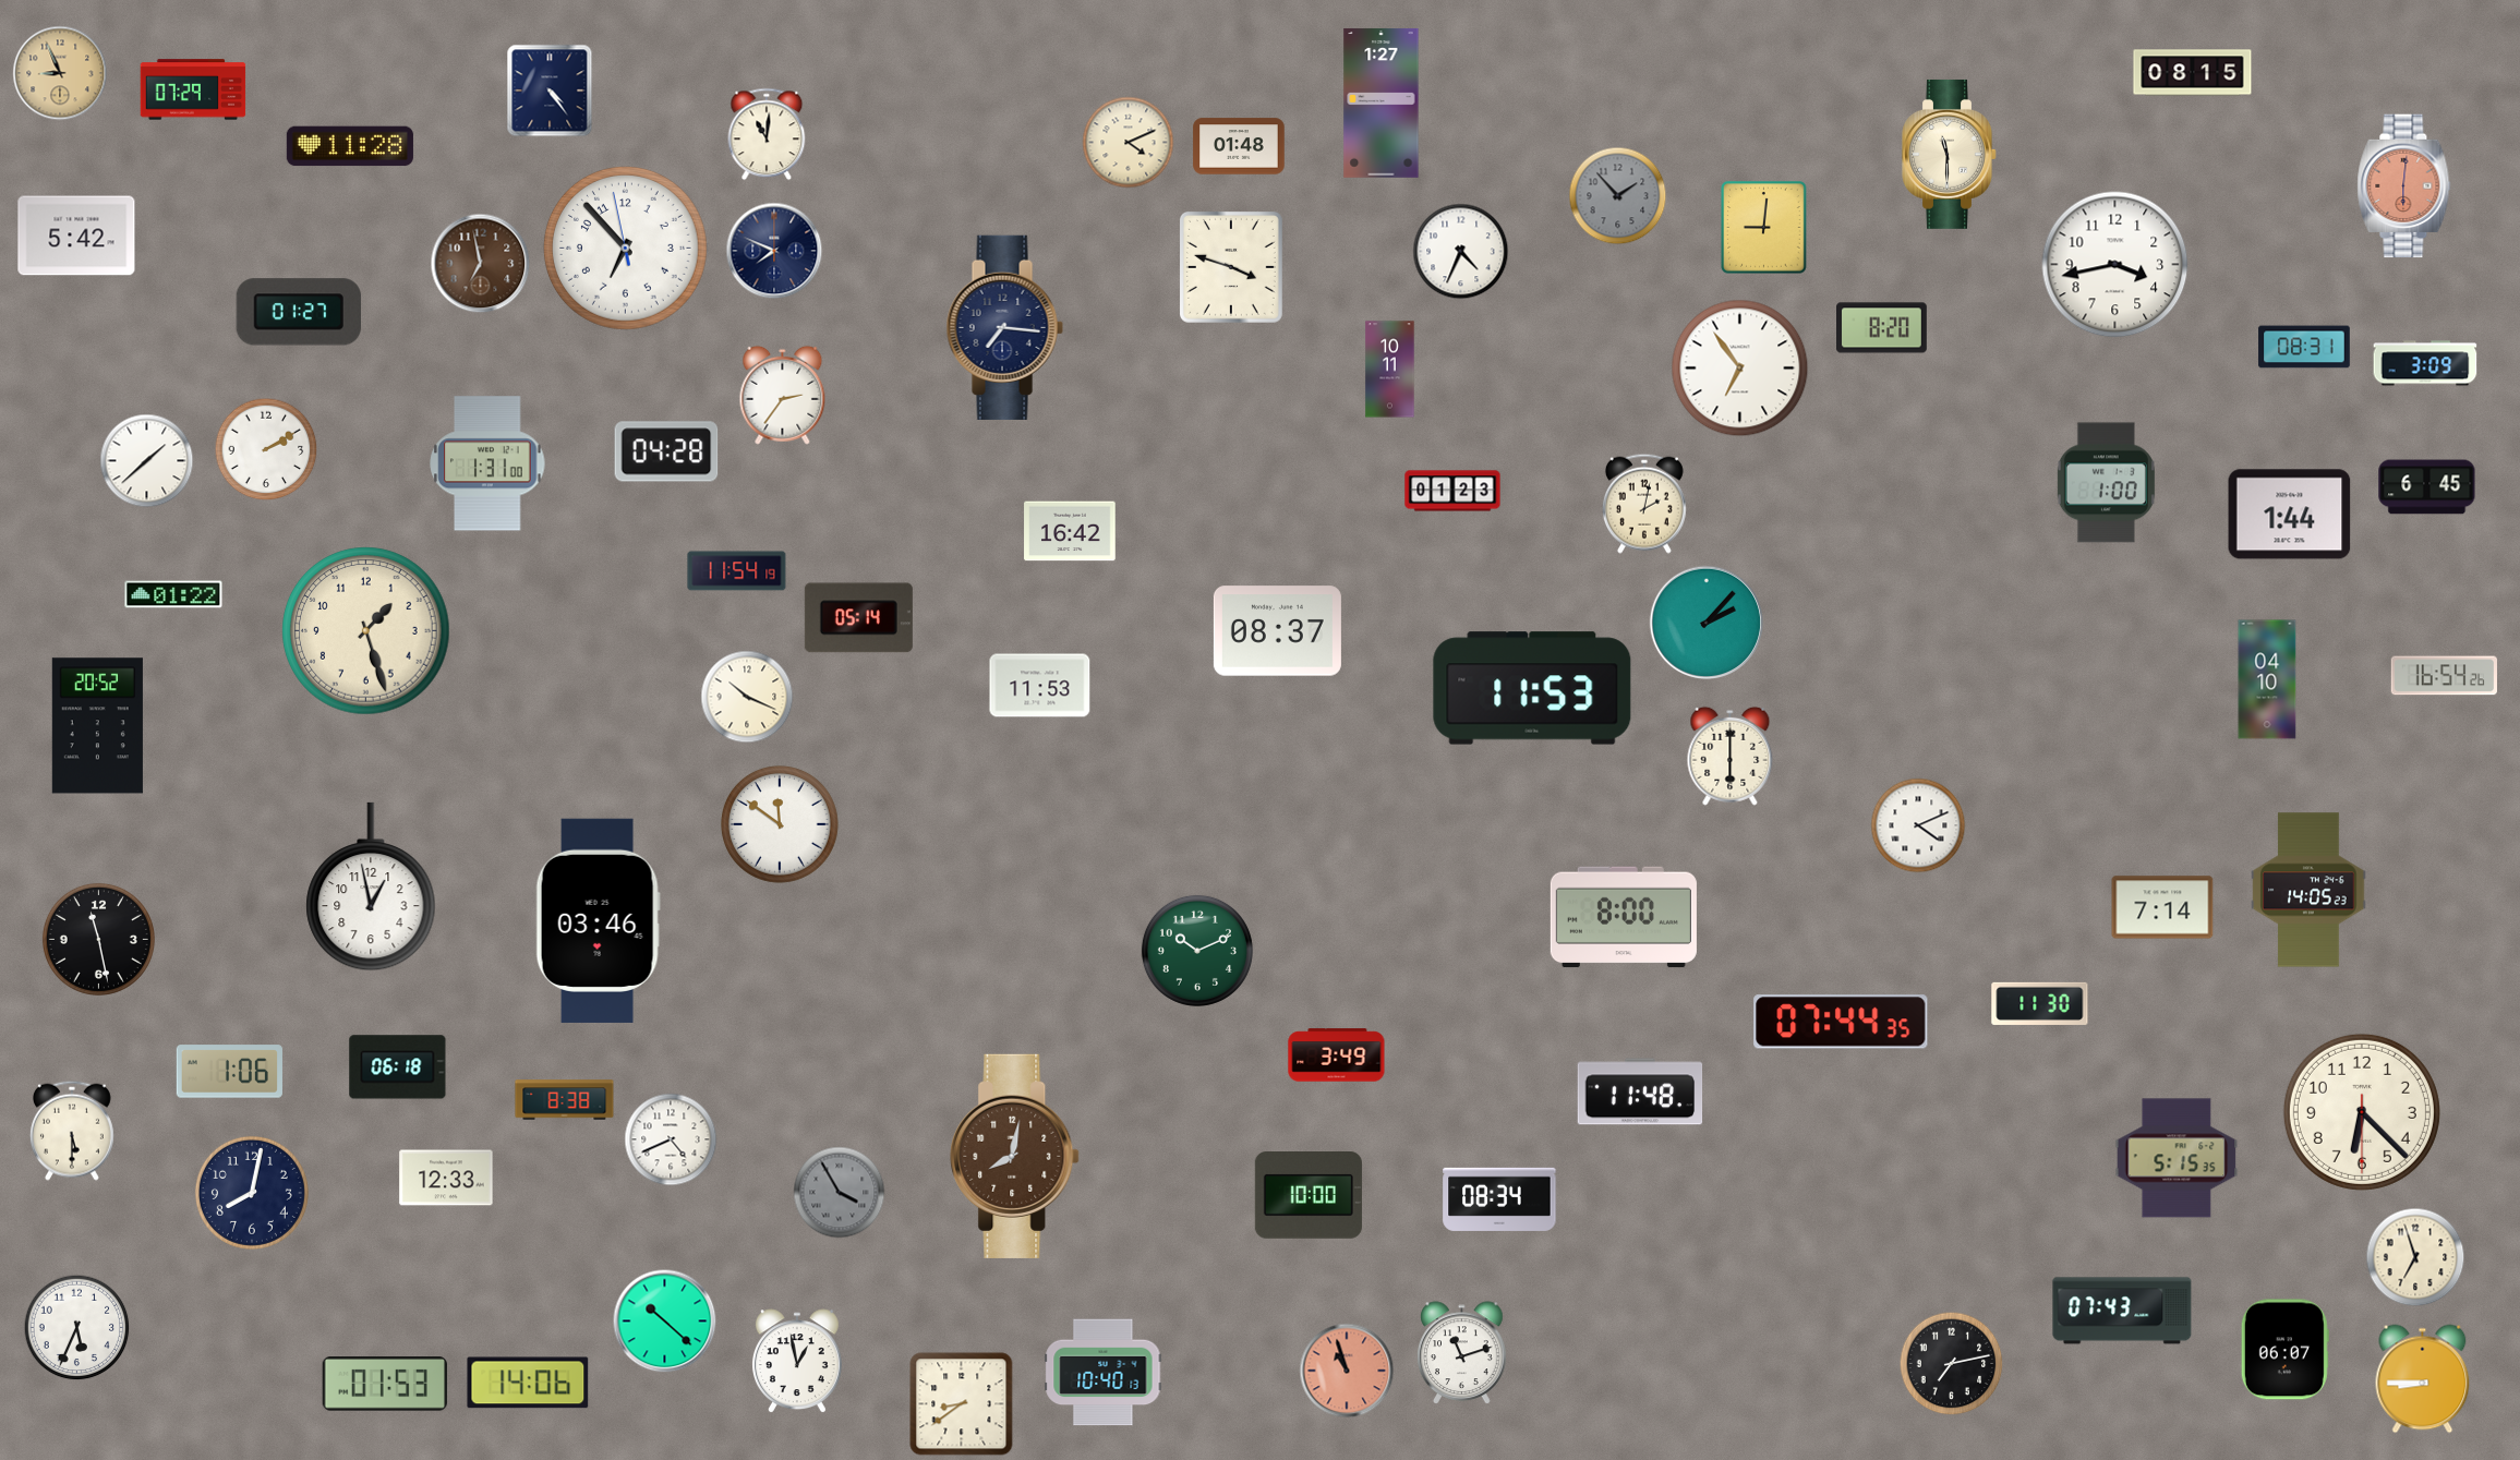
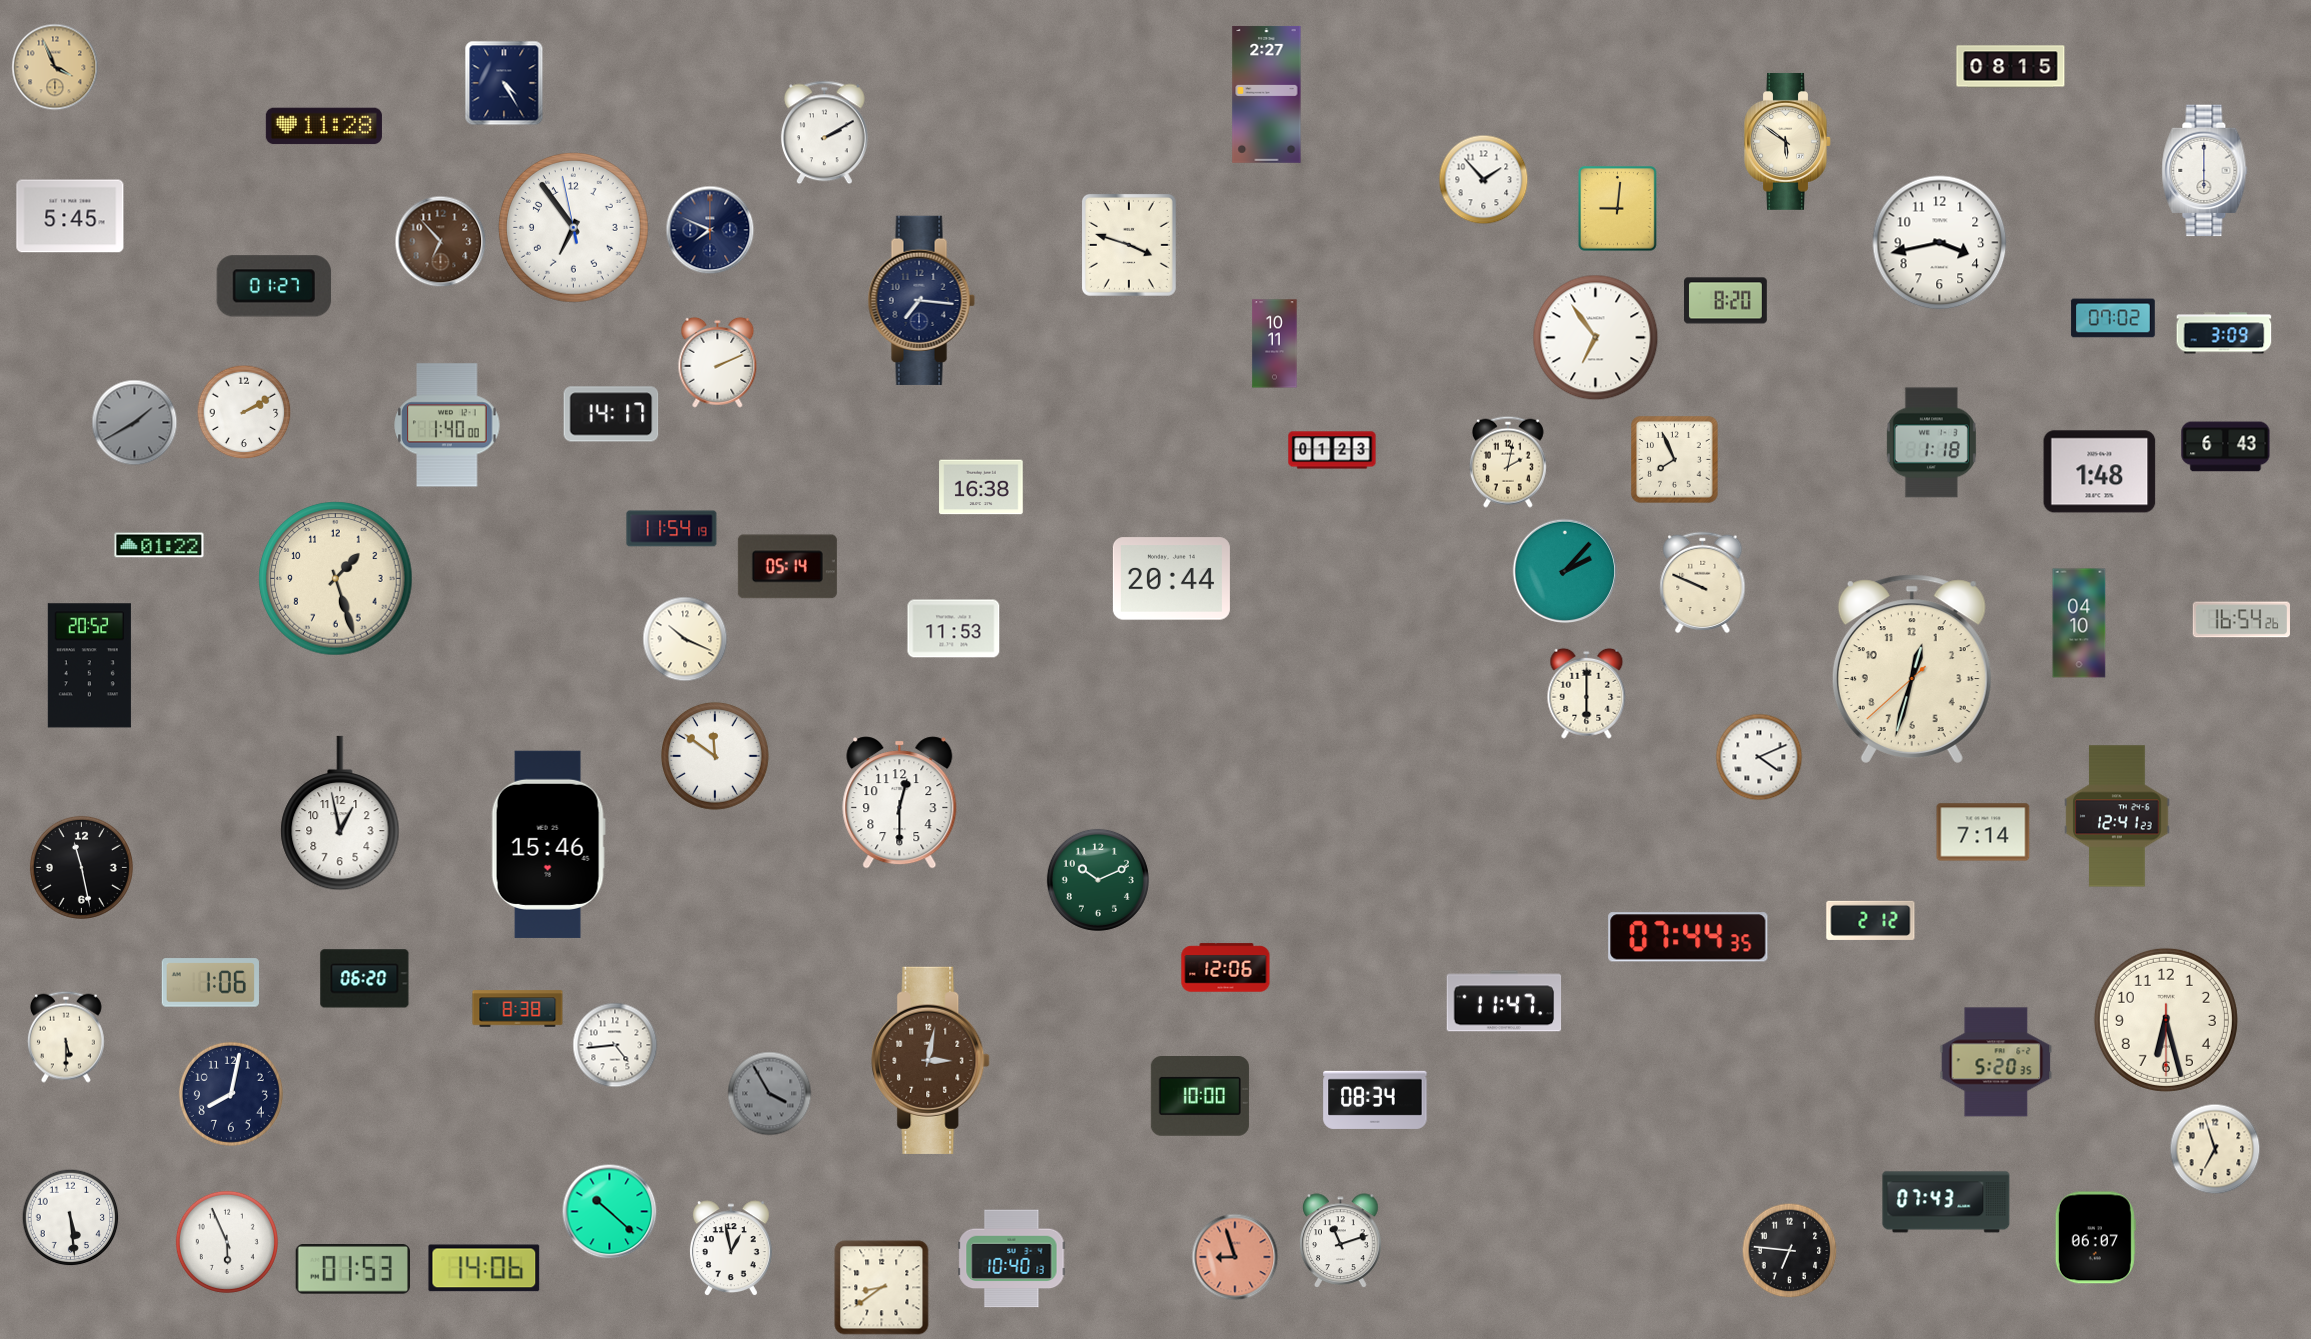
clock at (60, 73): 8:56 -> 3:56
clock at (193, 89): 07:29 -> none
clock at (550, 91): 4:24 -> 4:25
clock at (1382, 102): 1:27 -> 2:27
clock at (767, 134): 11:01 -> none
clock at (1129, 143): 4:11 -> none
clock at (824, 133): none -> 2:10
clock at (350, 146) position: (350, 146) -> (324, 126)
clock at (1239, 146): 01:48 -> none
clock at (1950, 154): 11:30 -> 5:51
clock at (2404, 186): 6:01 -> 6:00
clock at (2404, 186) dial: salmon -> white
clock at (1618, 196) dial: grey -> white
clock at (76, 236): 5:42 -> 5:45
clock at (625, 248): 6:52 -> 6:53
clock at (1461, 252): 4:34 -> none
clock at (481, 264): 6:58 -> 6:53
clock at (2304, 347): 08:31 -> 07:02
clock at (1390, 370) position: (1390, 370) -> (1275, 344)
clock at (783, 395): 2:36 -> 2:11
clock at (666, 451): 04:28 -> 14:17
clock at (147, 461): 1:38 -> 1:40
clock at (147, 461) dial: white -> grey
clock at (487, 463): 1:31 -> 1:40
clock at (2106, 483): 1:00 -> 1:18
clock at (2427, 487): 6:45 -> 6:43
clock at (1675, 460): none -> 7:56
clock at (2290, 515): 1:44 -> 1:48
clock at (1070, 531): 16:42 -> 16:38
clock at (737, 571) position: (737, 571) -> (672, 529)
clock at (1277, 631): 08:37 -> 20:44
clock at (1703, 583): none -> 9:49
clock at (1532, 688): 11:53 -> none
clock at (1912, 669): none -> 12:32
clock at (900, 803): none -> 12:30
clock at (2308, 890): 14:05 -> 12:41
clock at (1624, 917): 8:00 -> none
clock at (598, 920): 03:46 -> 15:46
clock at (98, 939) position: (98, 939) -> (81, 867)
clock at (1197, 951) position: (1197, 951) -> (1098, 880)
clock at (2040, 1003): 11:30 -> 2:12
clock at (1337, 1055): 3:49 -> 12:06
clock at (398, 1067): 06:18 -> 06:20
clock at (1640, 1091): 11:48 -> 11:47
clock at (2362, 1112): 6:22 -> 6:27
clock at (671, 1139): 4:41 -> 4:44
clock at (1015, 1156): 8:02 -> 3:02
clock at (2177, 1158): 5:15 -> 5:20
clock at (446, 1178): 12:33 -> none
clock at (2415, 1257) position: (2415, 1257) -> (2215, 1149)
clock at (77, 1328): 5:34 -> 5:29
clock at (227, 1242): none -> 5:56
clock at (1952, 1364): 7:13 -> 6:46
clock at (1347, 1371): 10:57 -> 8:57
clock at (2423, 1379): 8:45 -> none
